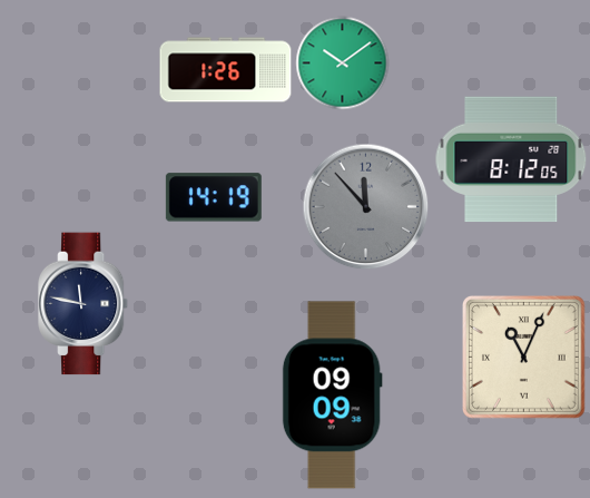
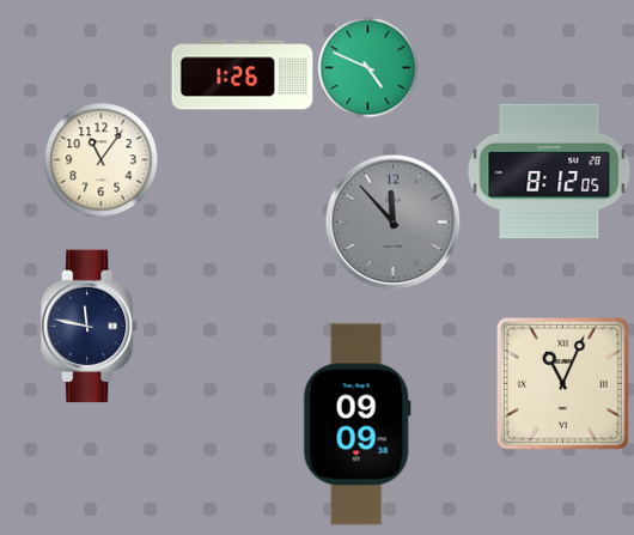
clock at (342, 62): 10:09 -> 4:49
clock at (100, 159): none -> 11:06
clock at (214, 197): 14:19 -> none
